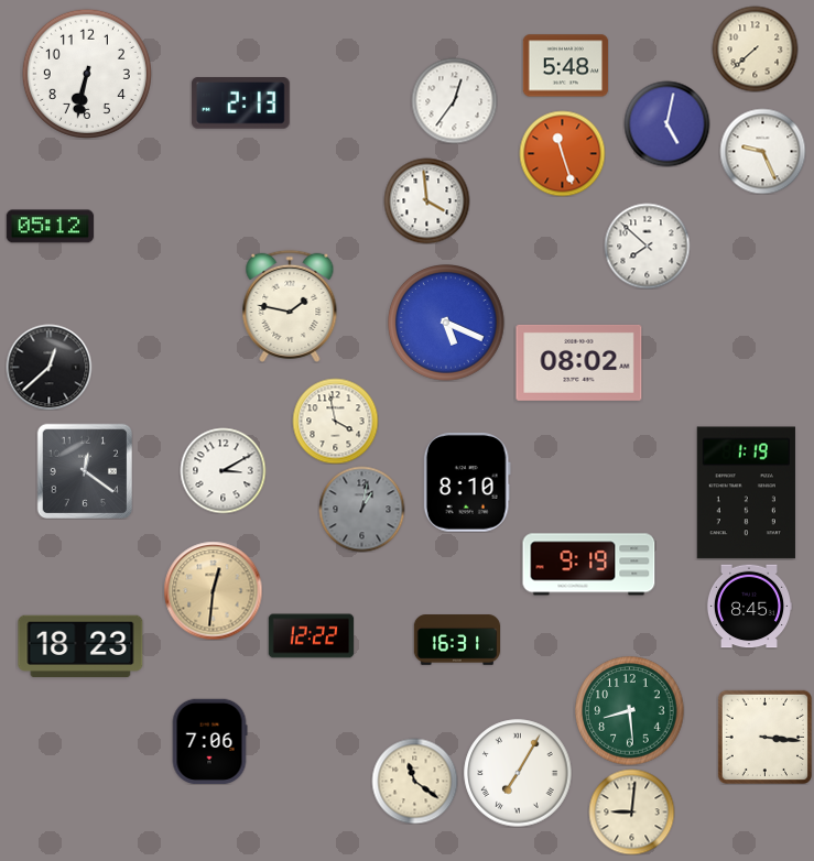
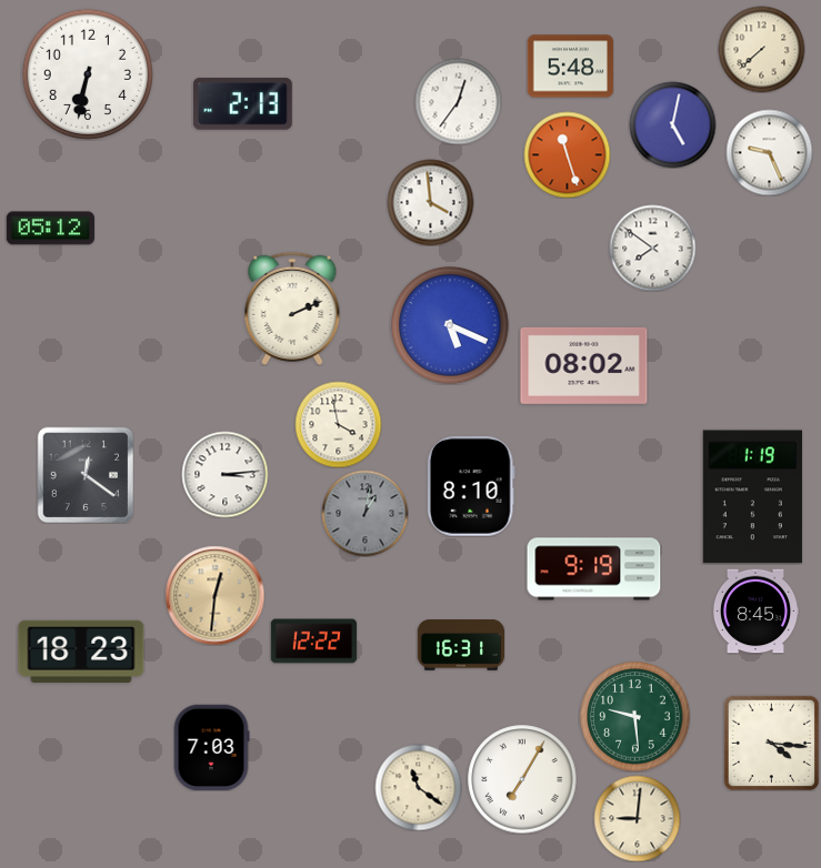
clock at (647, 246): 7:52 -> 7:51
clock at (290, 306): 1:47 -> 2:11
clock at (48, 367): 12:38 -> none
clock at (223, 470): 3:10 -> 3:14
clock at (630, 711): 8:29 -> 9:29
clock at (764, 737): 3:16 -> 4:16
clock at (209, 741): 7:06 -> 7:03
